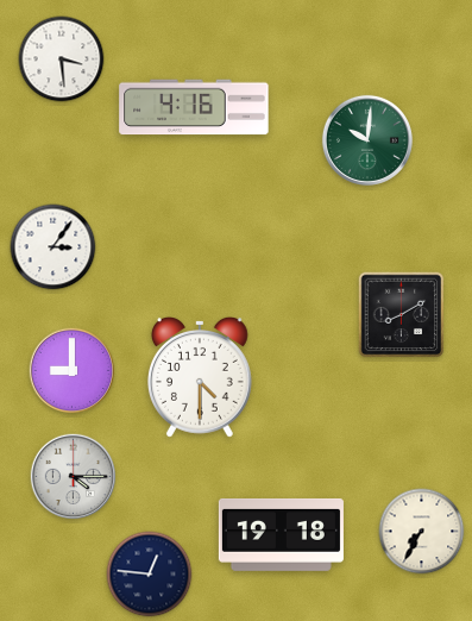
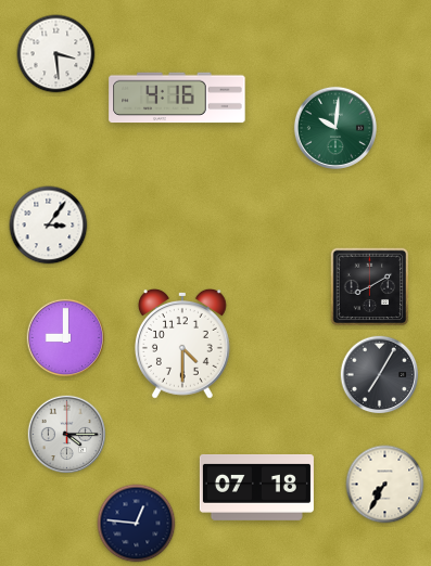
clock at (402, 315) position: (402, 315) -> (370, 287)
clock at (380, 375): none -> 7:05
clock at (281, 534): 19:18 -> 07:18
